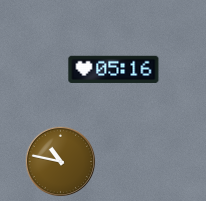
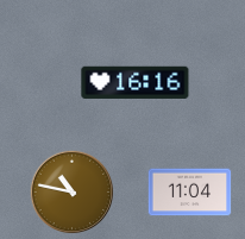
clock at (114, 69): 05:16 -> 16:16
clock at (190, 193): none -> 11:04
